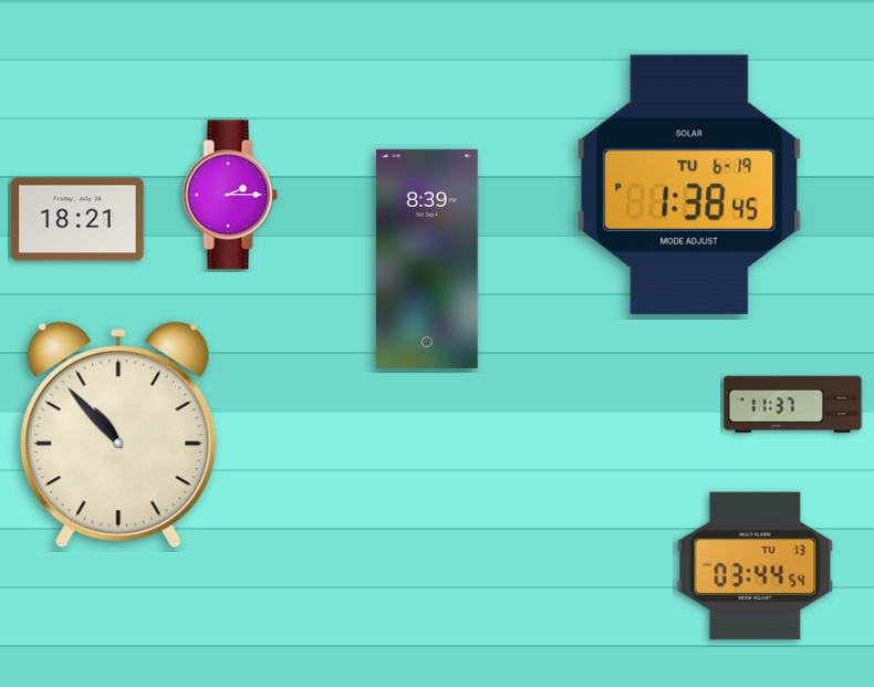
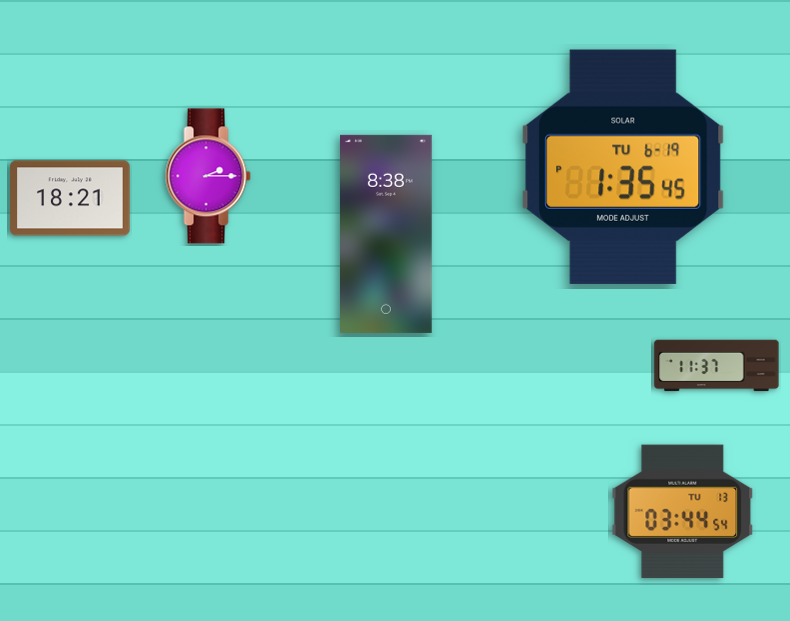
clock at (689, 185): 1:38 -> 1:35
clock at (428, 259): 8:39 -> 8:38
clock at (118, 435): 10:53 -> none
